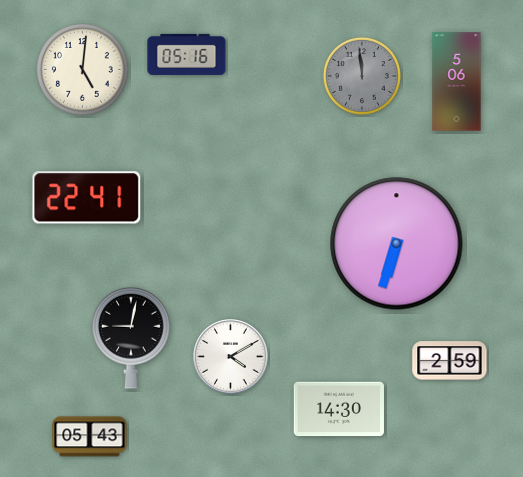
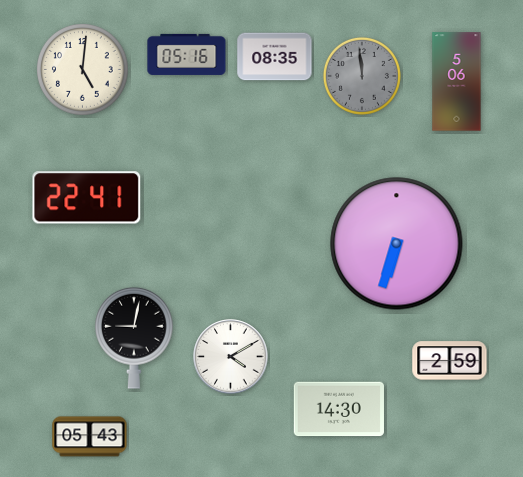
clock at (275, 57): none -> 08:35
clock at (131, 338) position: (131, 338) -> (134, 338)
